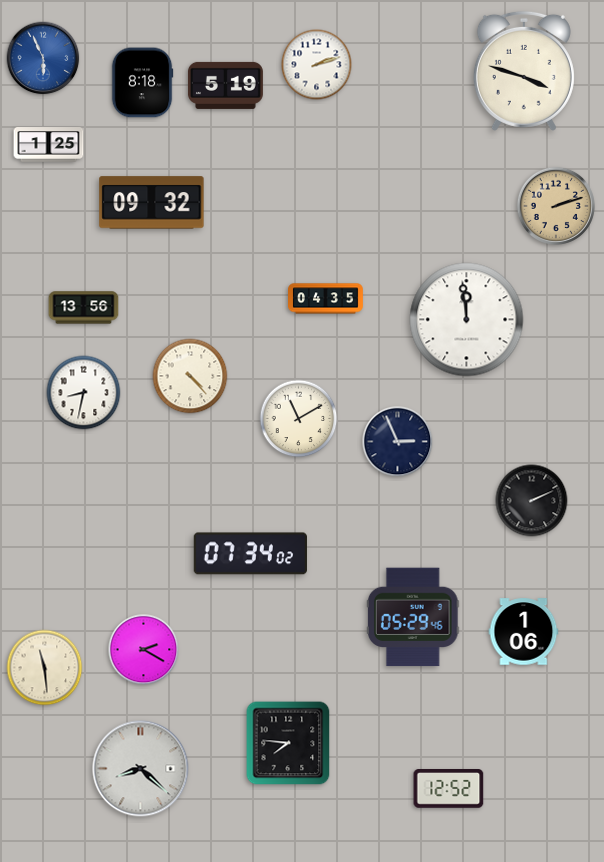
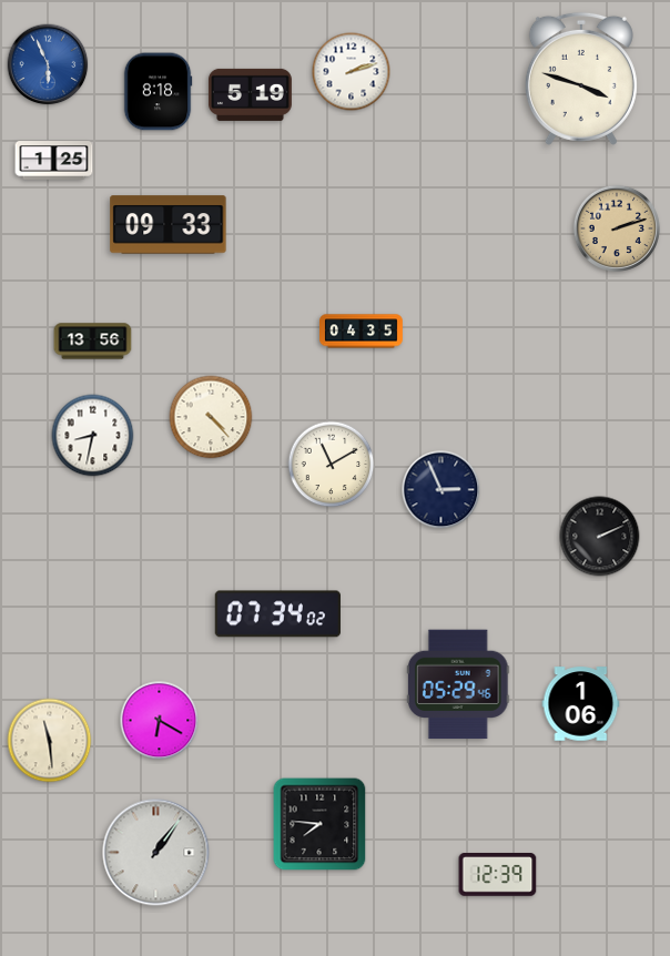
clock at (152, 203): 09:32 -> 09:33
clock at (467, 320): 11:59 -> none
clock at (532, 501) position: (532, 501) -> (600, 537)
clock at (524, 632) position: (524, 632) -> (581, 704)
clock at (144, 650): 2:20 -> 6:20
clock at (141, 769): 8:22 -> 1:06
clock at (449, 789): 12:52 -> 12:39
